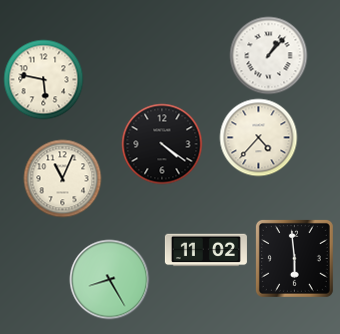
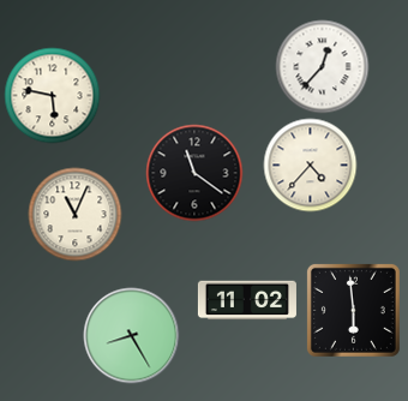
clock at (268, 55): 1:07 -> 12:37
clock at (162, 144): 4:21 -> 11:21
